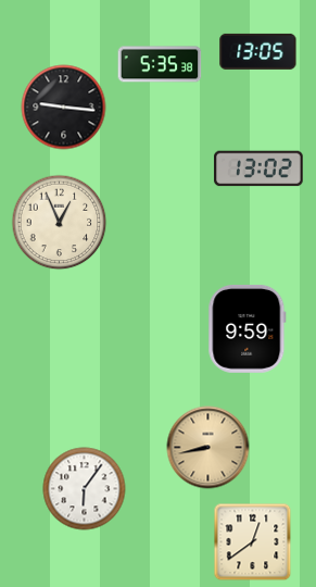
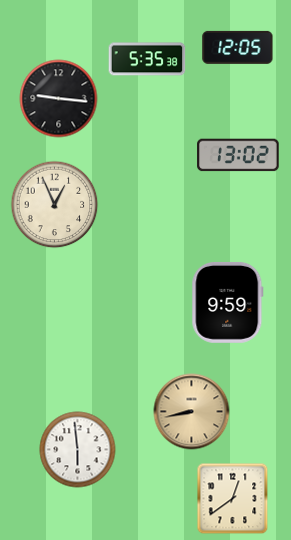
clock at (258, 51): 13:05 -> 12:05
clock at (85, 489): 6:06 -> 5:59
